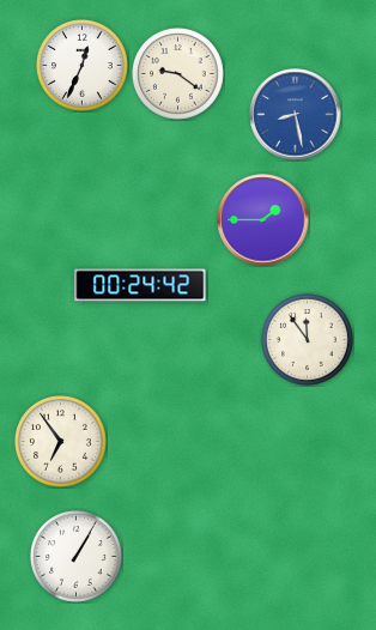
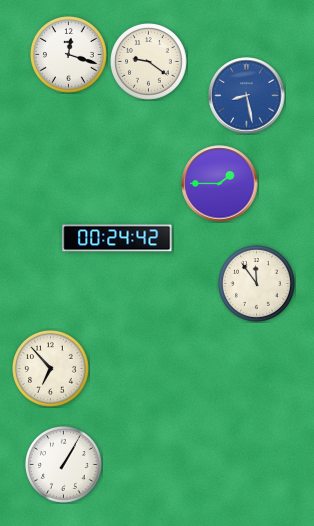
clock at (83, 66): 12:34 -> 12:18
clock at (61, 442): 6:54 -> 6:53
